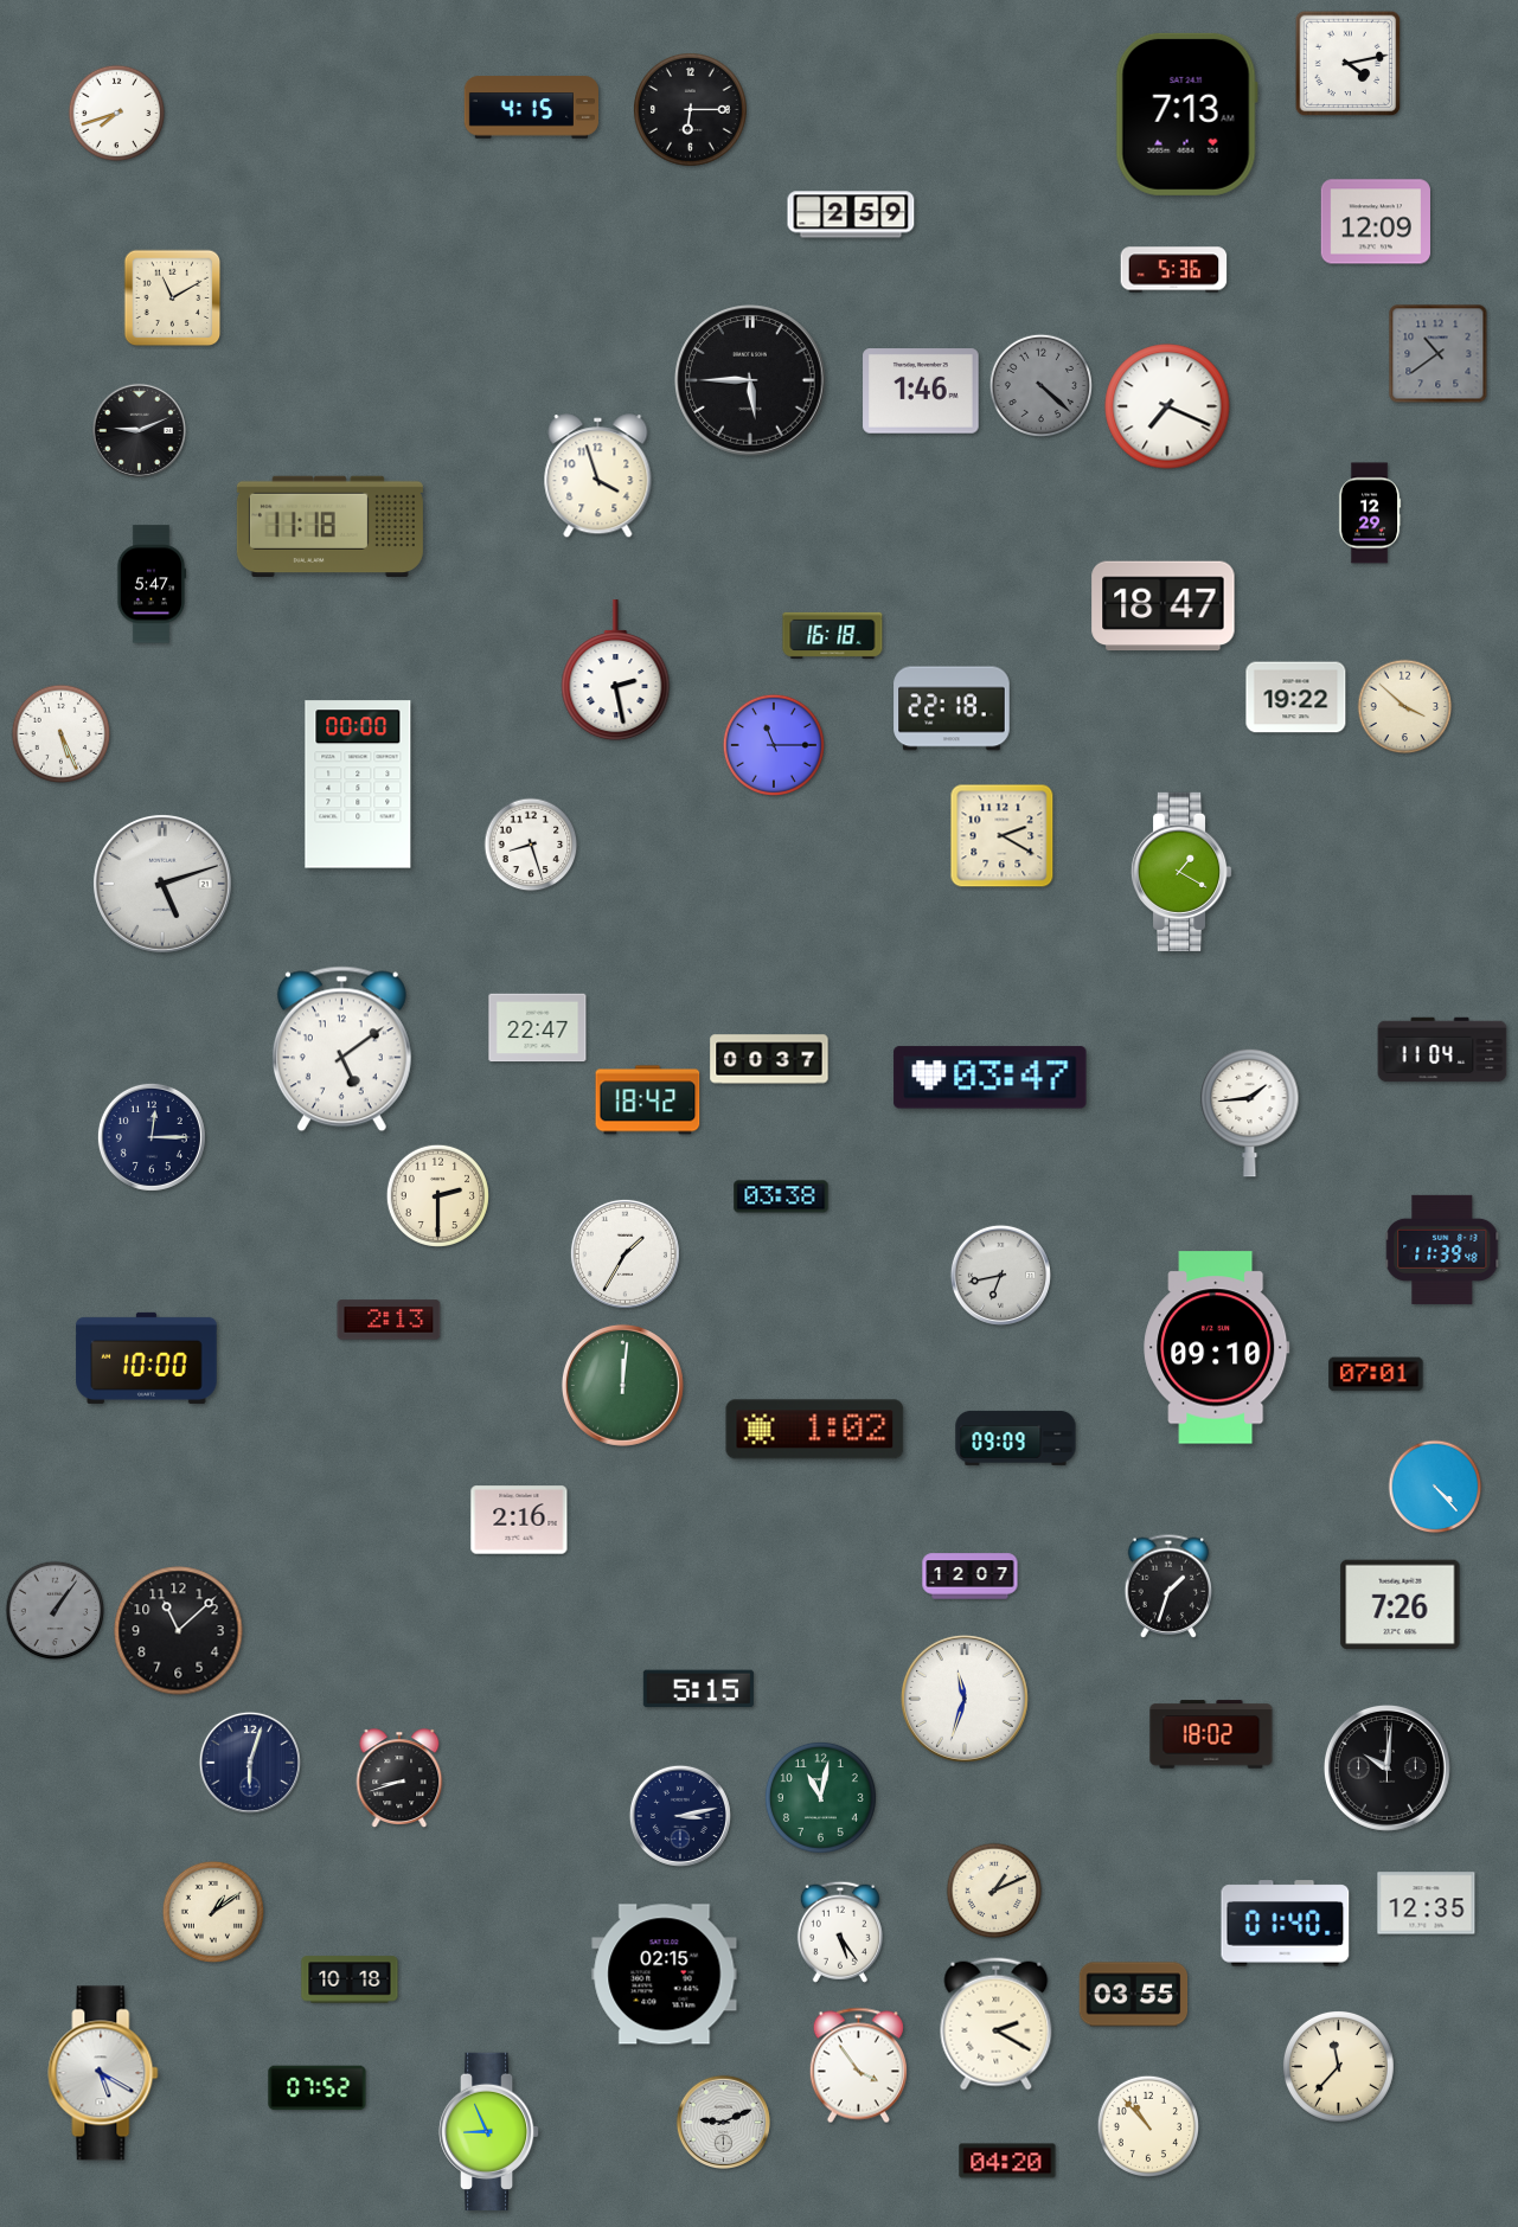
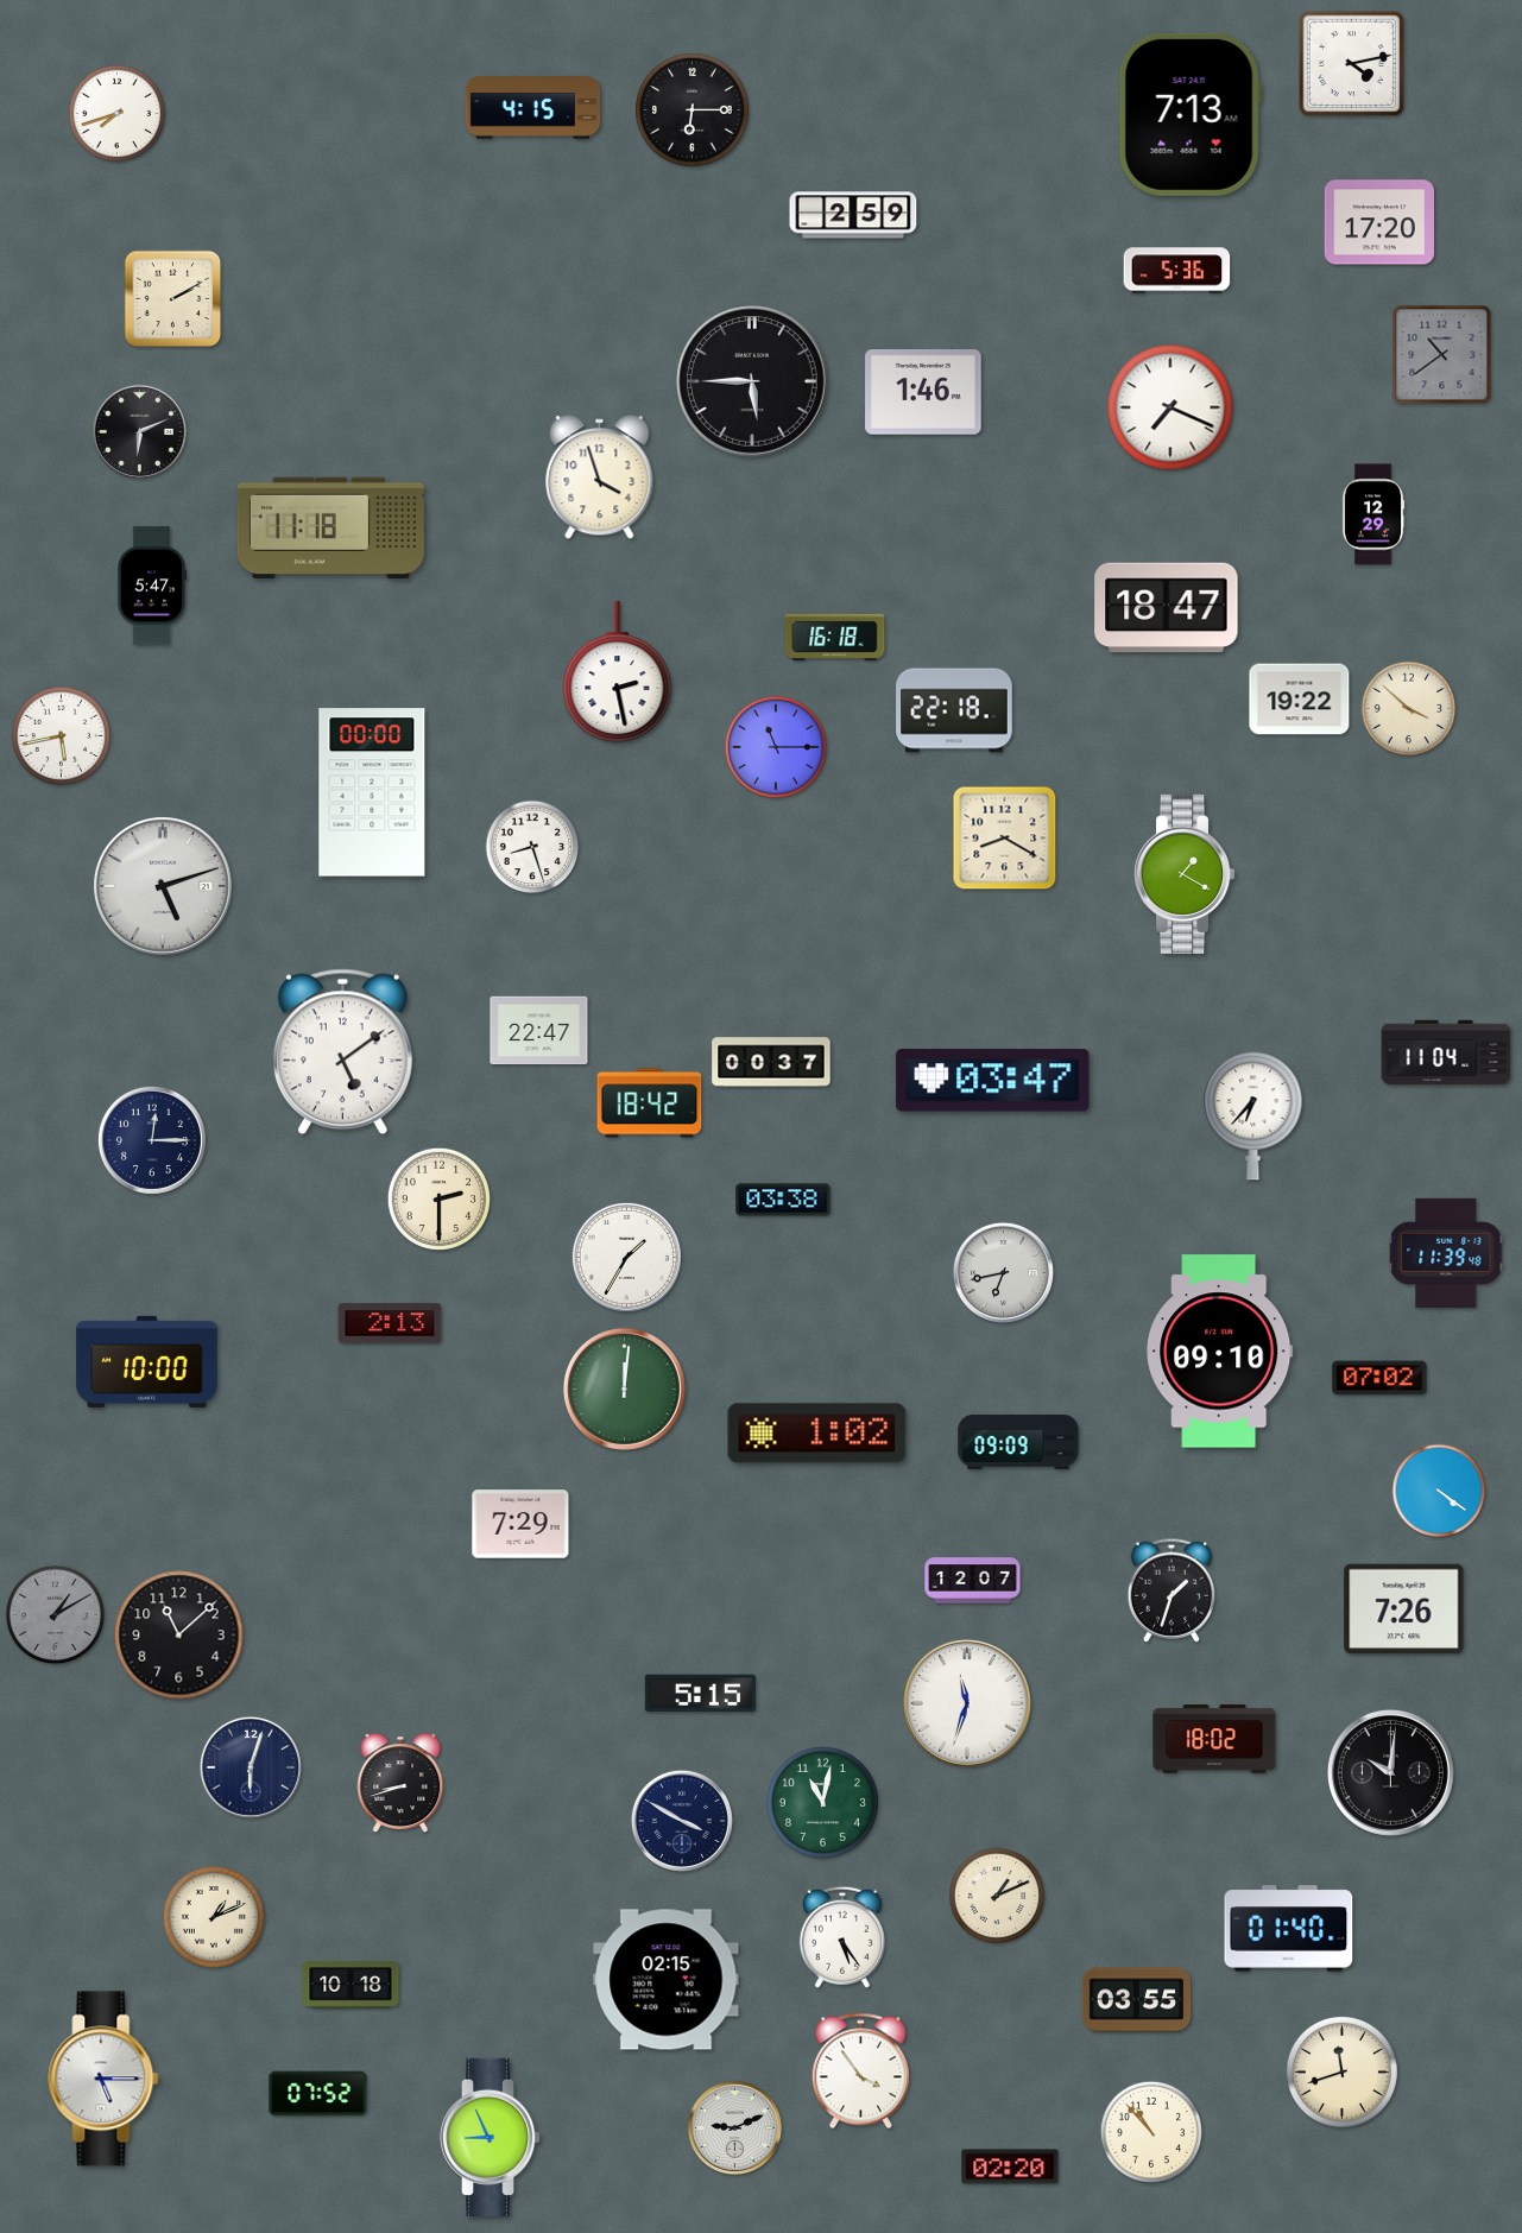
clock at (1376, 222): 12:09 -> 17:20
clock at (173, 299): 11:10 -> 2:10
clock at (1040, 385): 4:22 -> none
clock at (139, 430): 9:11 -> 6:11
clock at (62, 734): 5:26 -> 5:43
clock at (358, 784) position: (358, 784) -> (372, 792)
clock at (1003, 836): 2:20 -> 8:20
clock at (1250, 1112): 1:44 -> 6:37
clock at (1000, 1275) position: (1000, 1275) -> (1003, 1272)
clock at (1376, 1374): 07:01 -> 07:02
clock at (1435, 1487): 4:23 -> 4:21
clock at (519, 1520): 2:16 -> 7:29
clock at (56, 1611): 1:06 -> 1:10
clock at (680, 1816): 3:13 -> 3:50
clock at (1427, 1904): 12:35 -> none
clock at (212, 1911): 1:09 -> 1:11
clock at (997, 2024): 2:20 -> none
clock at (1338, 2066): 11:37 -> 11:42
clock at (103, 2073): 5:20 -> 5:15
clock at (723, 2122) position: (723, 2122) -> (734, 2127)
clock at (1007, 2161): 04:20 -> 02:20
